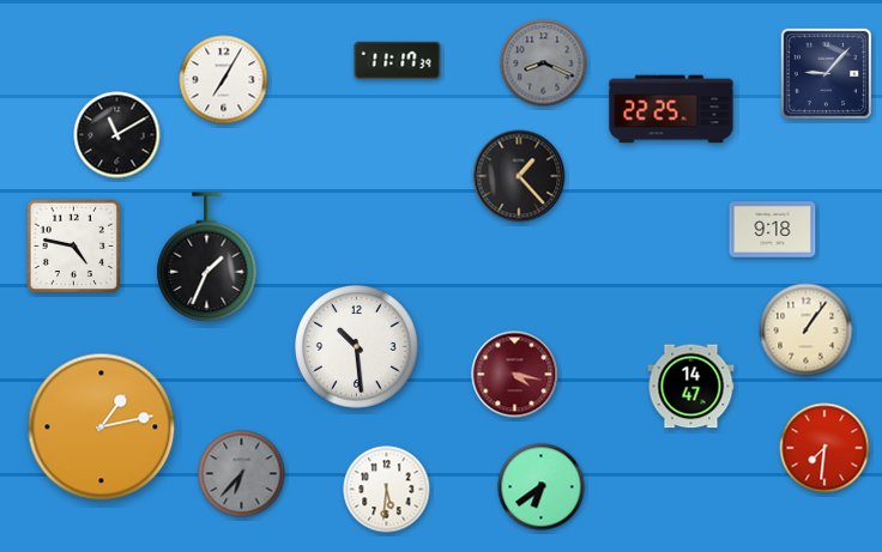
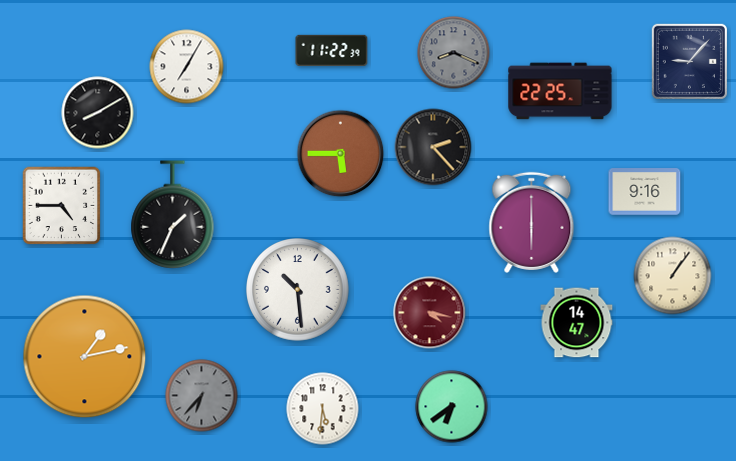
clock at (398, 60): 11:17 -> 11:22
clock at (117, 135): 11:10 -> 8:10
clock at (519, 176): 1:23 -> 2:23
clock at (341, 154): none -> 5:45
clock at (773, 230): 9:18 -> 9:16
clock at (74, 247): 4:47 -> 4:45
clock at (532, 222): none -> 6:00
clock at (824, 448): 7:31 -> none
